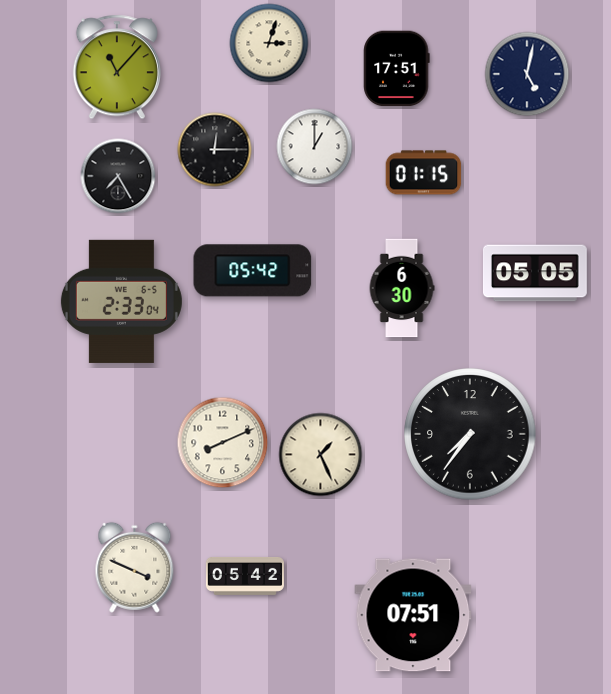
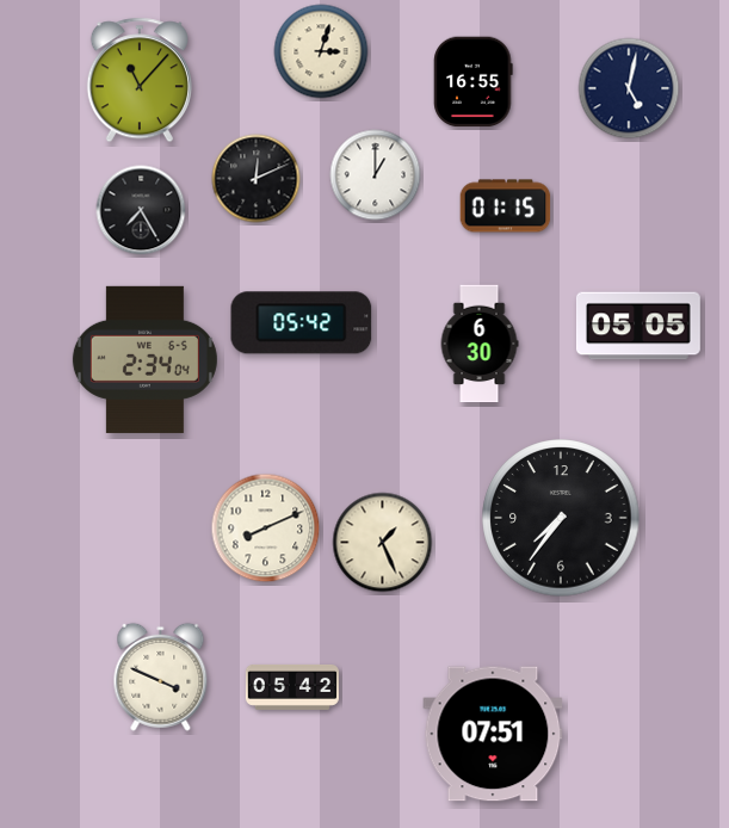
clock at (397, 69): 17:51 -> 16:55
clock at (215, 150): 12:15 -> 12:11
clock at (121, 301): 2:33 -> 2:34
